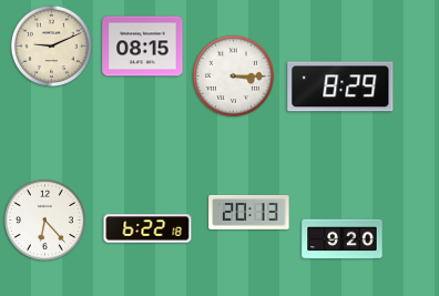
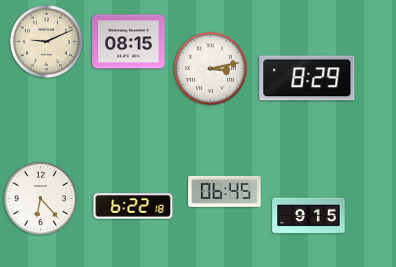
clock at (233, 75): 3:15 -> 3:13
clock at (249, 212): 20:13 -> 06:45
clock at (343, 239): 9:20 -> 9:15
